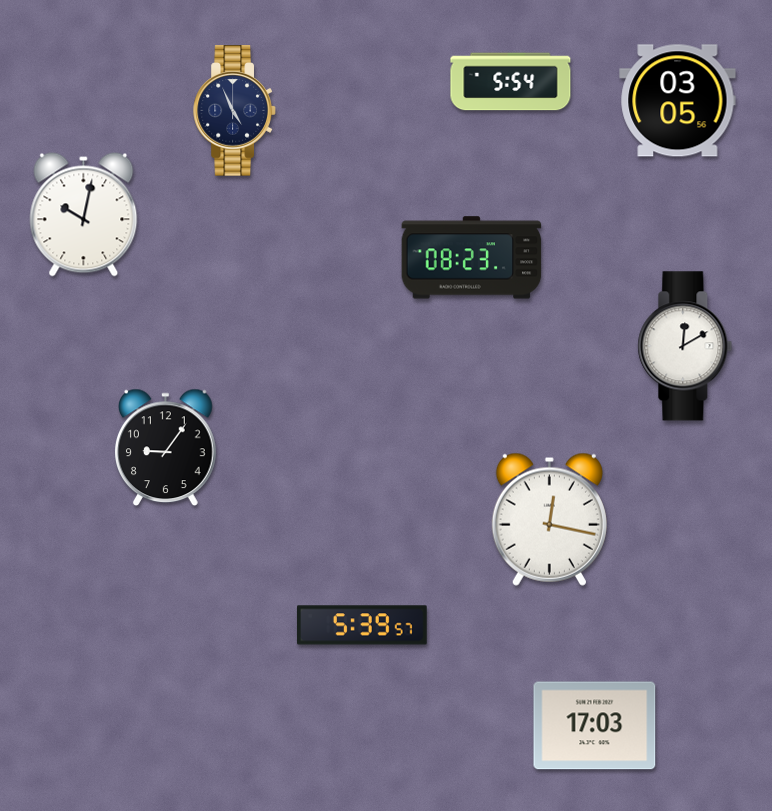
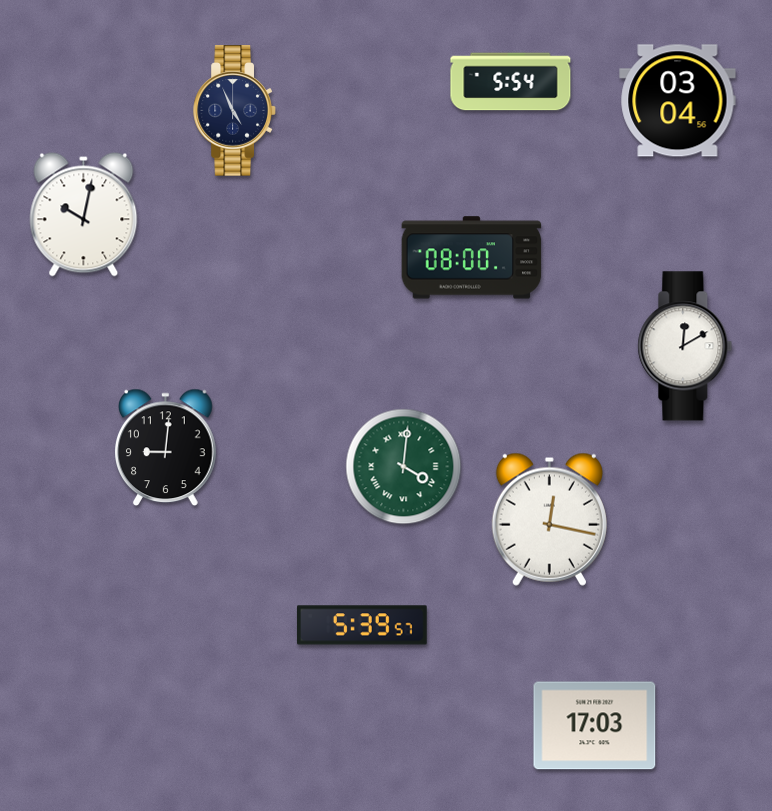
clock at (678, 101): 03:05 -> 03:04
clock at (472, 258): 08:23 -> 08:00
clock at (166, 448): 9:06 -> 9:01
clock at (404, 467): none -> 4:01
